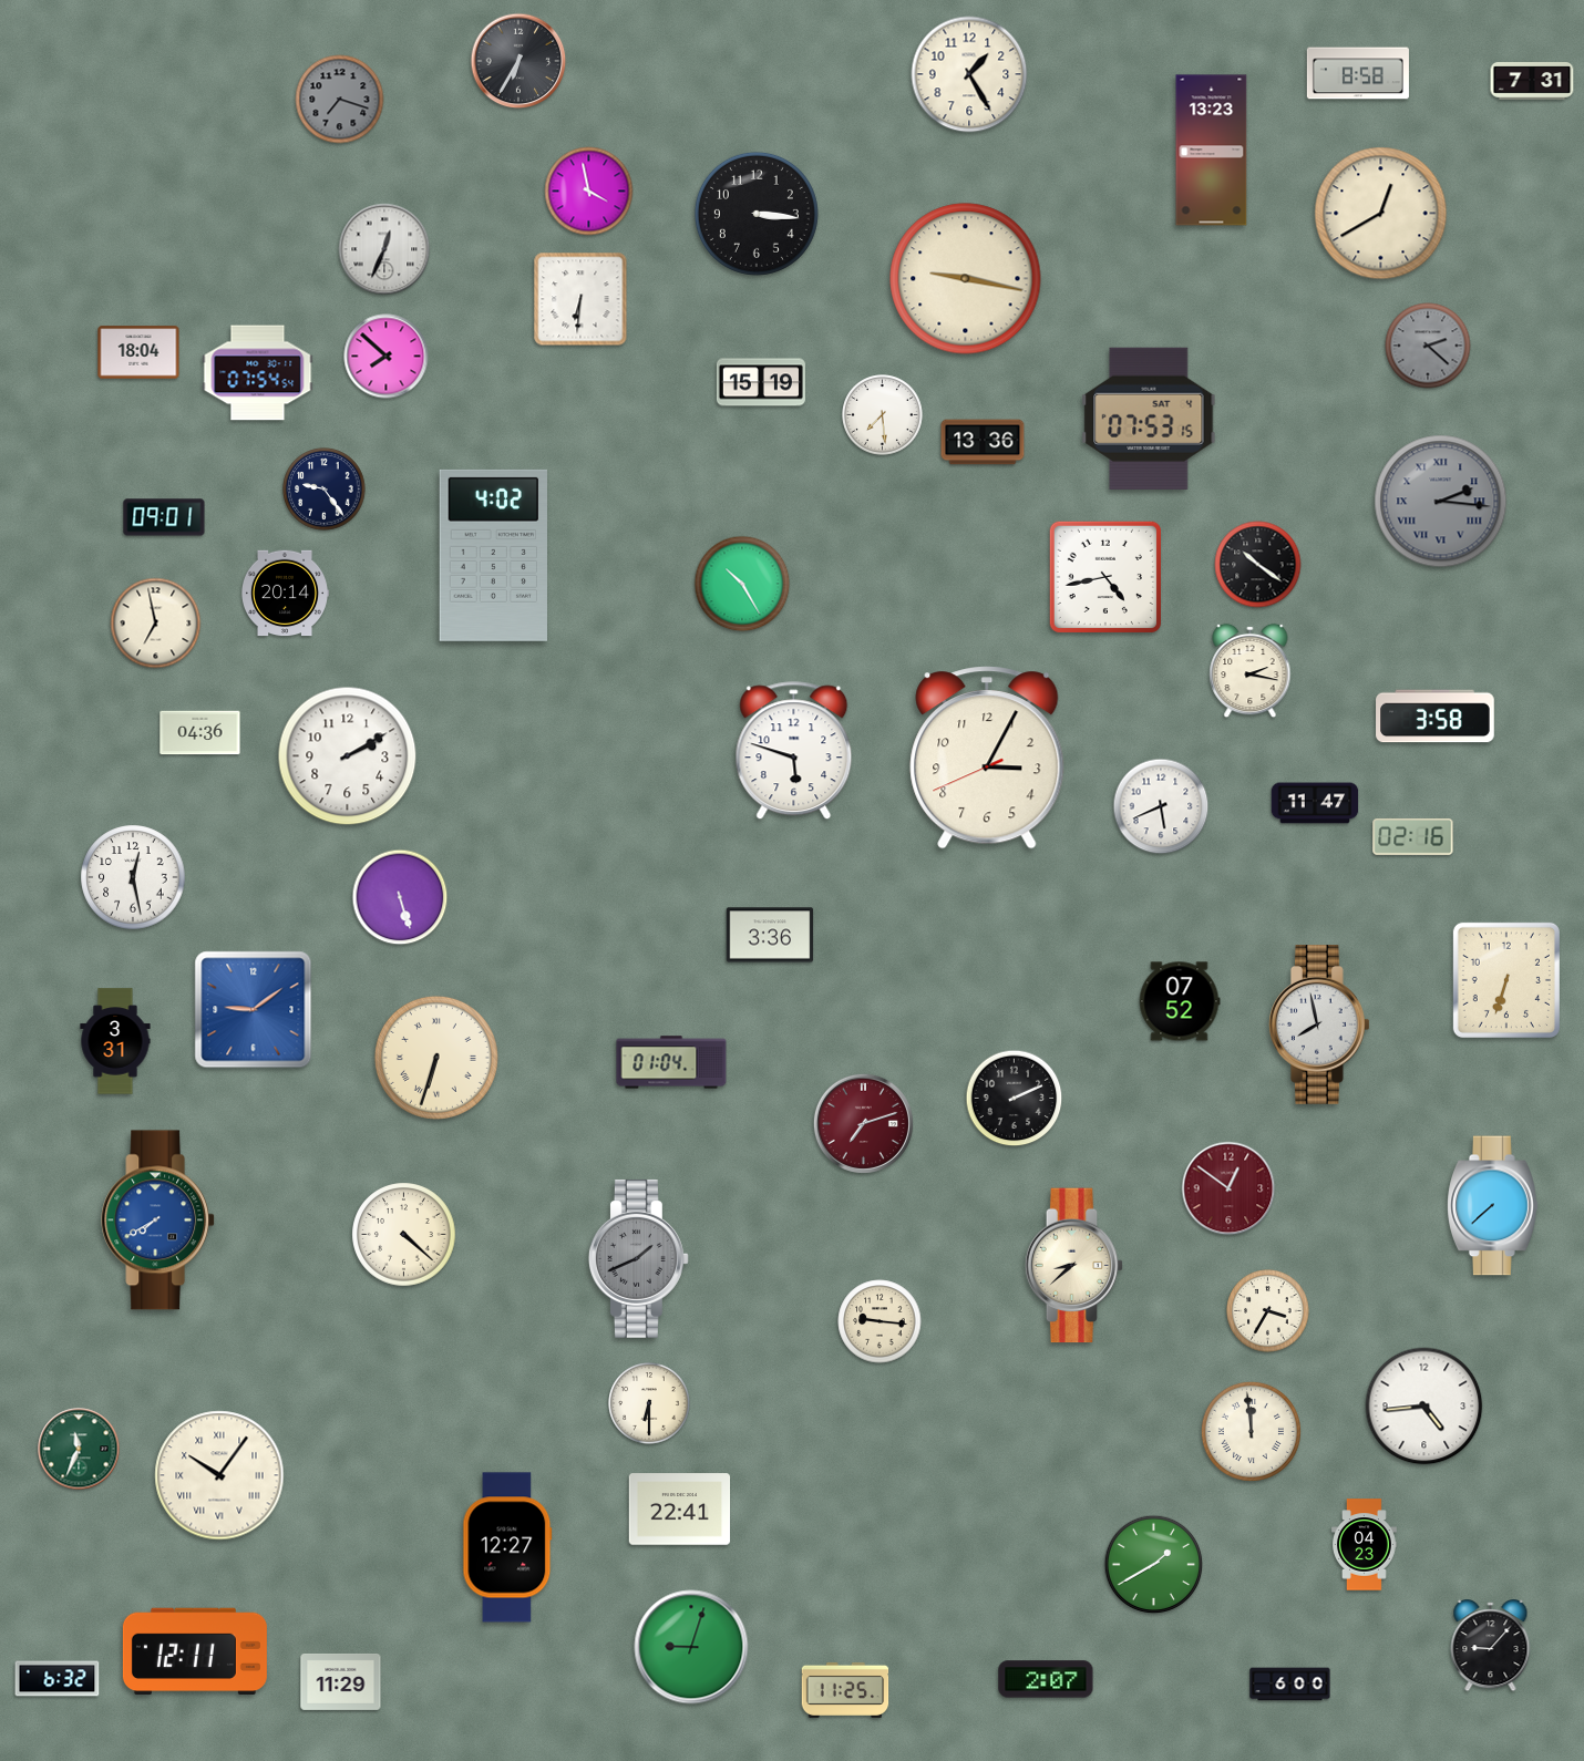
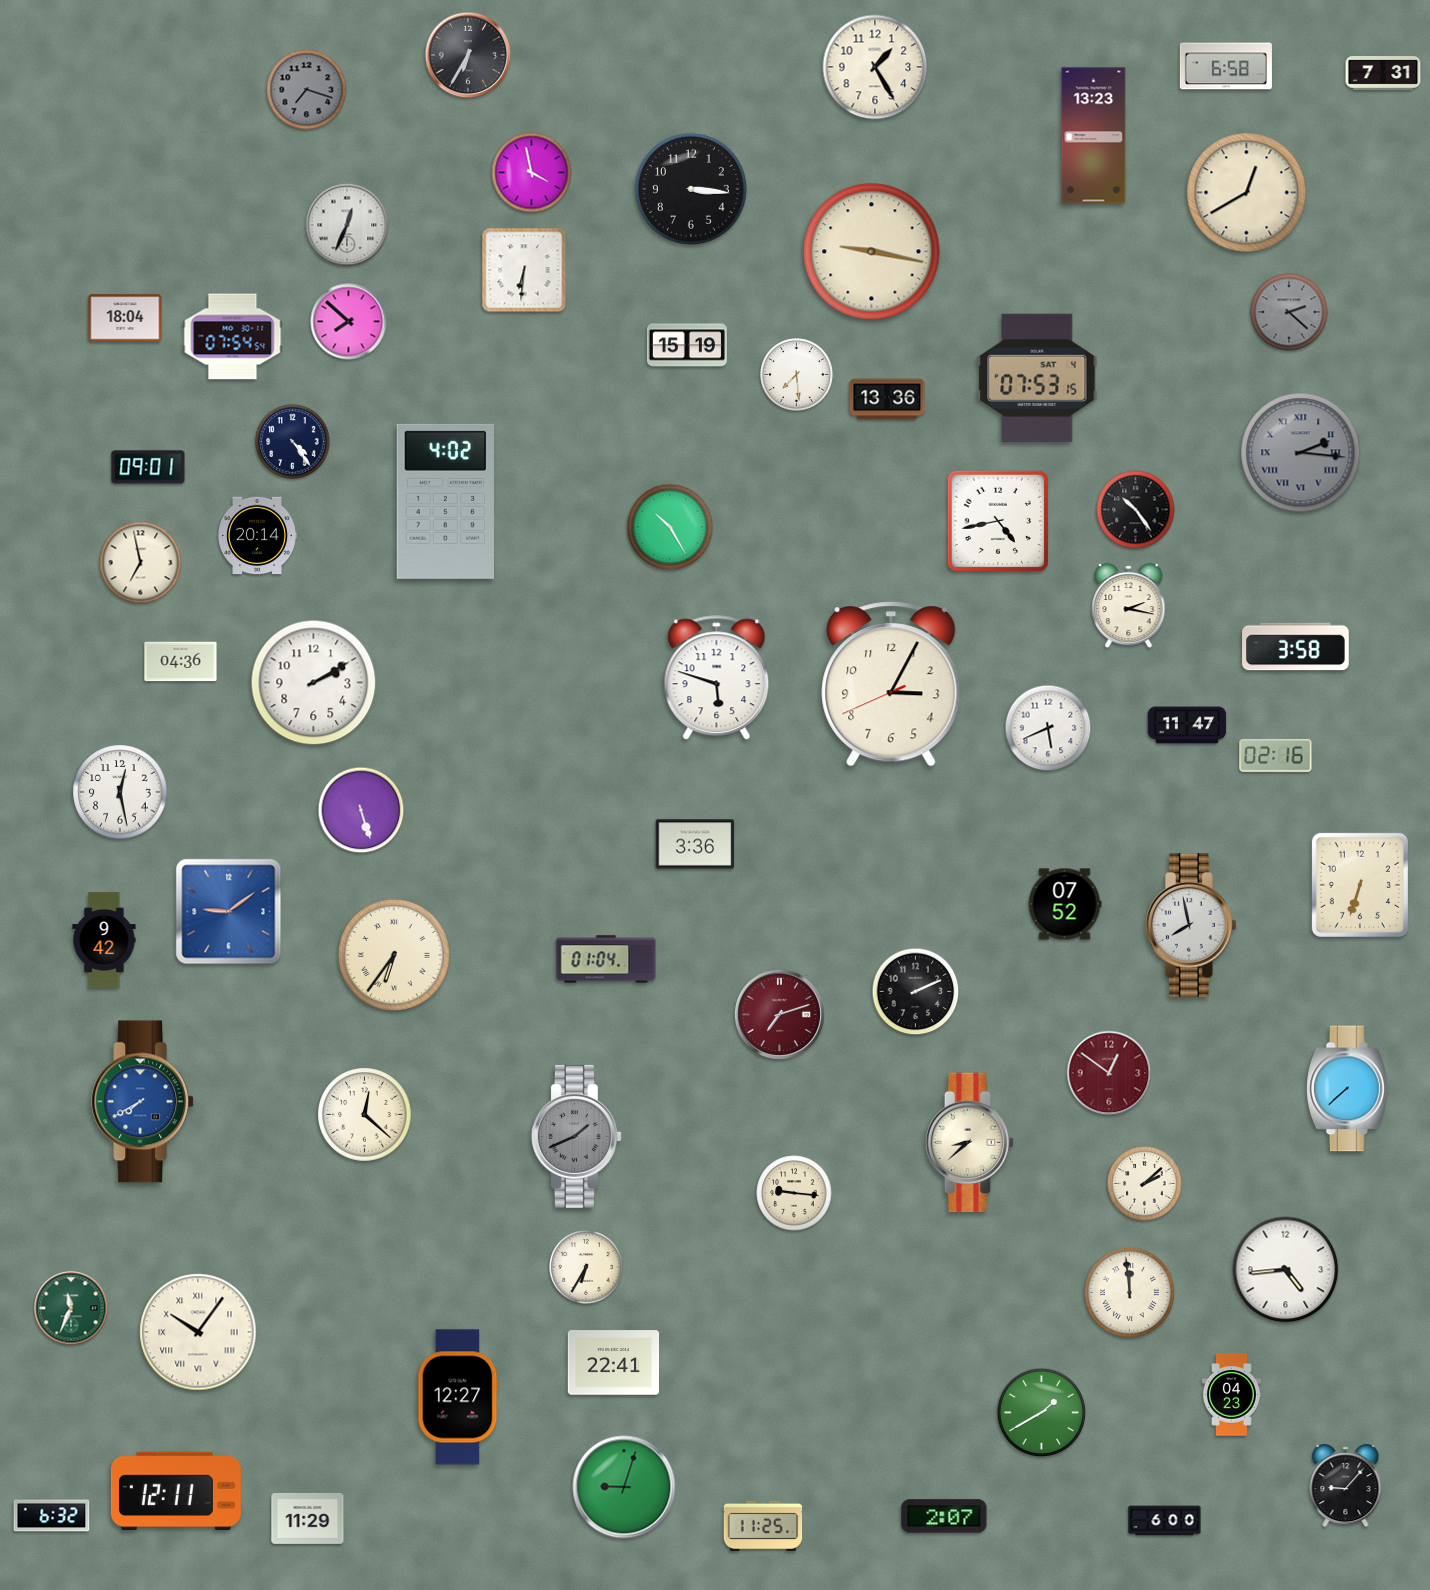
clock at (1358, 73): 8:58 -> 6:58
clock at (757, 214) position: (757, 214) -> (691, 189)
clock at (325, 490): 9:24 -> 4:24
clock at (1258, 565): 10:21 -> 10:24
clock at (115, 1041): 3:31 -> 9:42
clock at (436, 1058): 6:33 -> 6:36
clock at (404, 1235): 4:22 -> 12:22
clock at (1268, 1311): 3:35 -> 2:08
clock at (649, 1403): 6:30 -> 6:35
